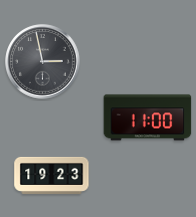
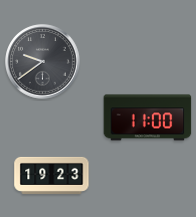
clock at (43, 62): 2:58 -> 9:39
